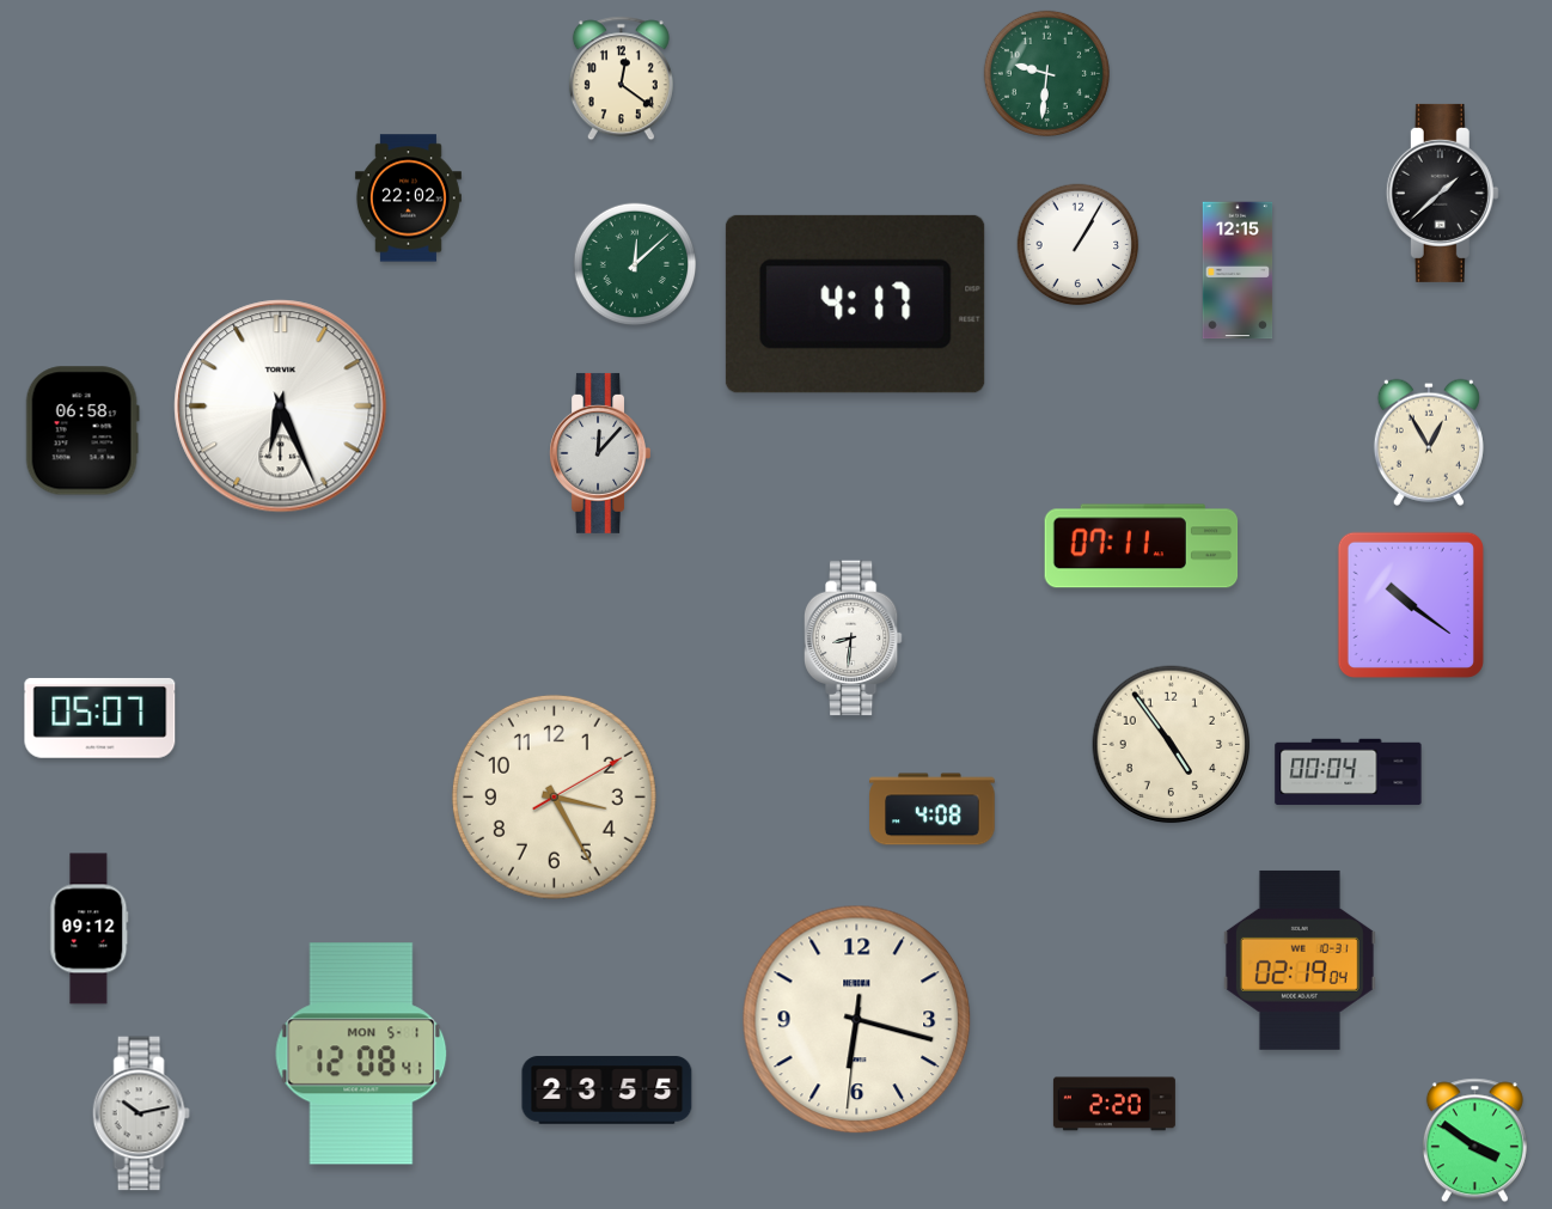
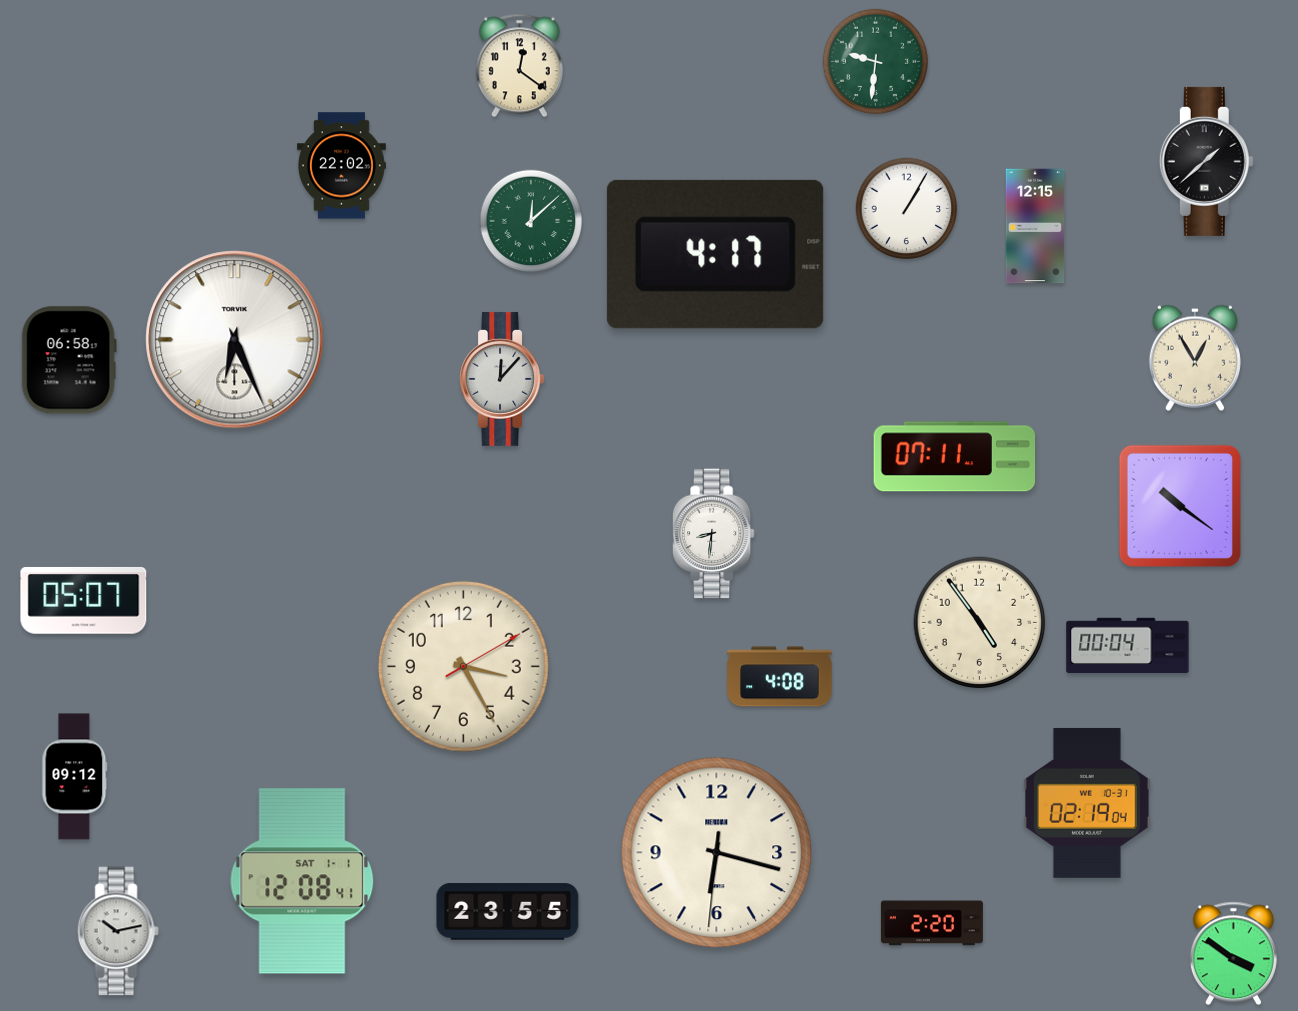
clock at (1079, 245) position: (1079, 245) -> (907, 209)
clock at (1429, 442) position: (1429, 442) -> (1195, 358)
clock at (361, 1054) date: MON 5-1 -> SAT 1-1
